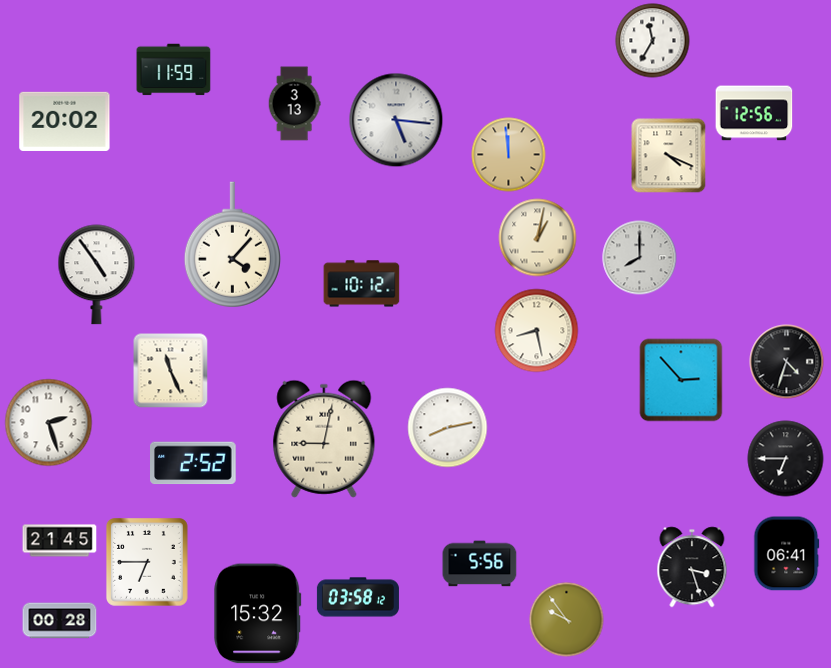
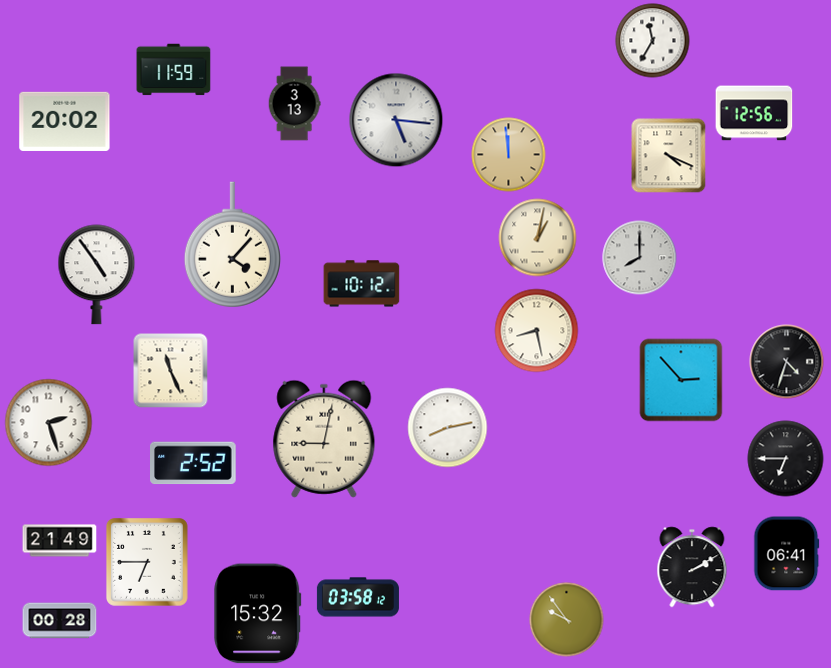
clock at (60, 541): 21:45 -> 21:49
clock at (480, 564): 5:56 -> none
clock at (692, 567): 3:27 -> 2:10
